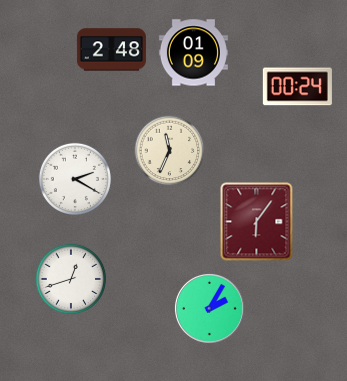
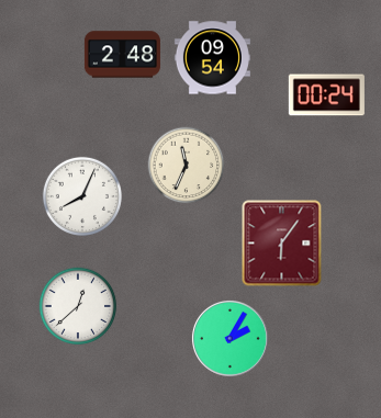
clock at (193, 53): 01:09 -> 09:54
clock at (75, 179): 2:20 -> 8:04
clock at (71, 279): 12:42 -> 12:38
